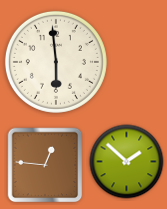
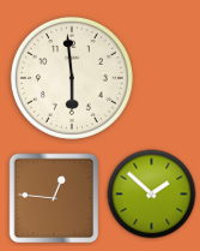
clock at (56, 62) position: (56, 62) -> (72, 78)
